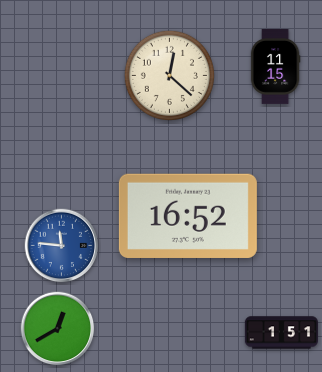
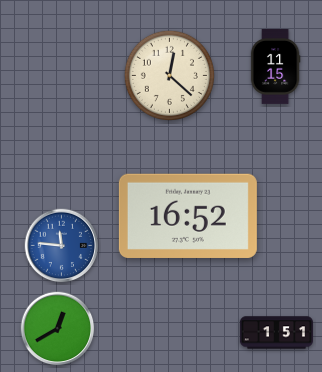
clock at (281, 333) position: (281, 333) -> (276, 333)
